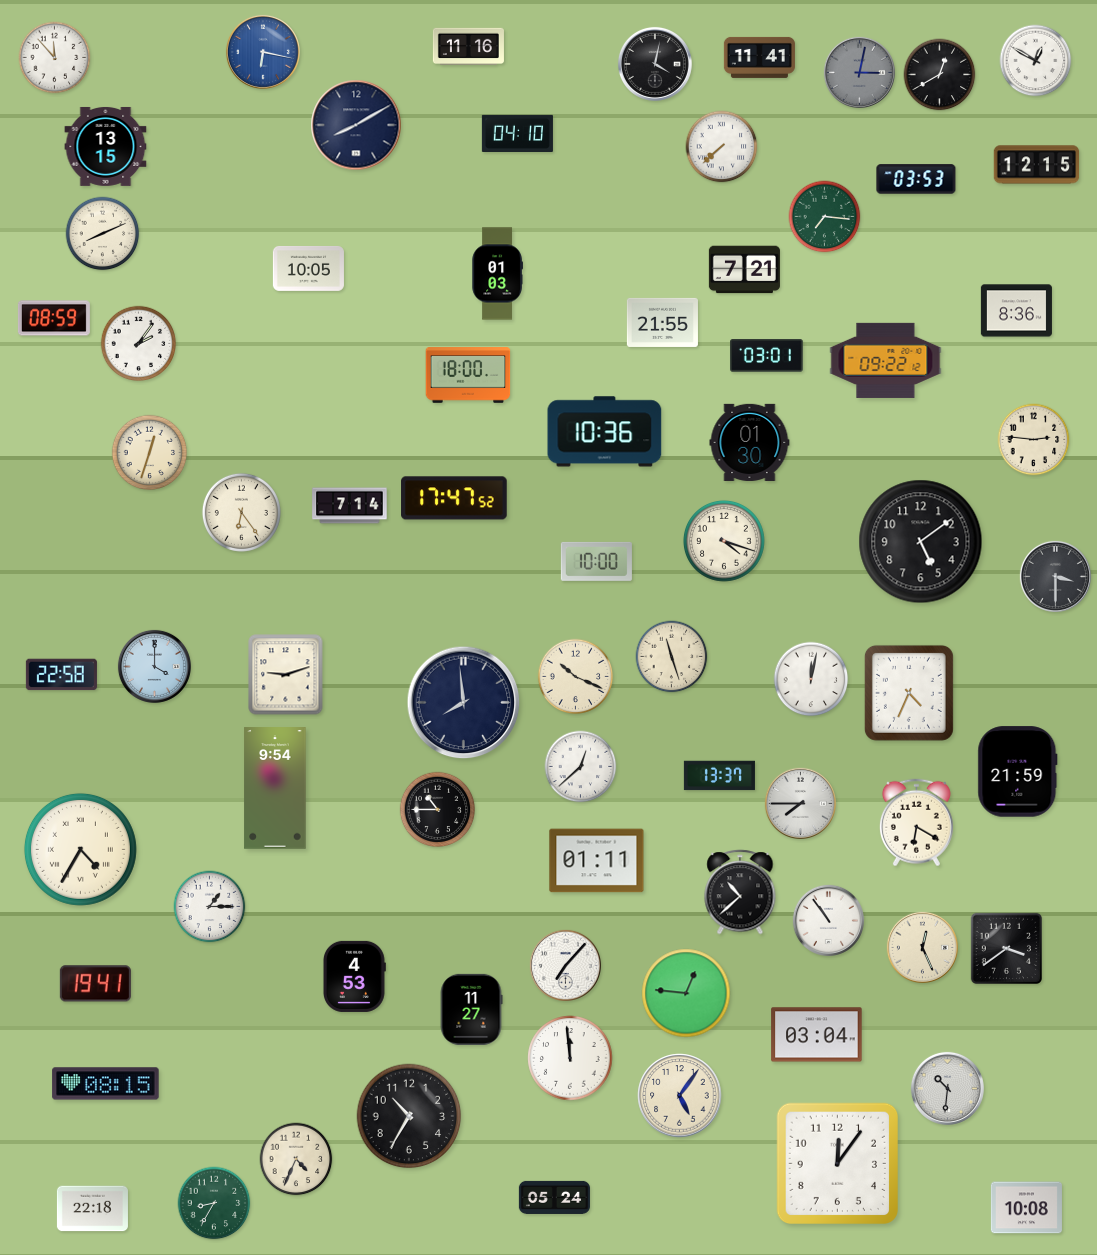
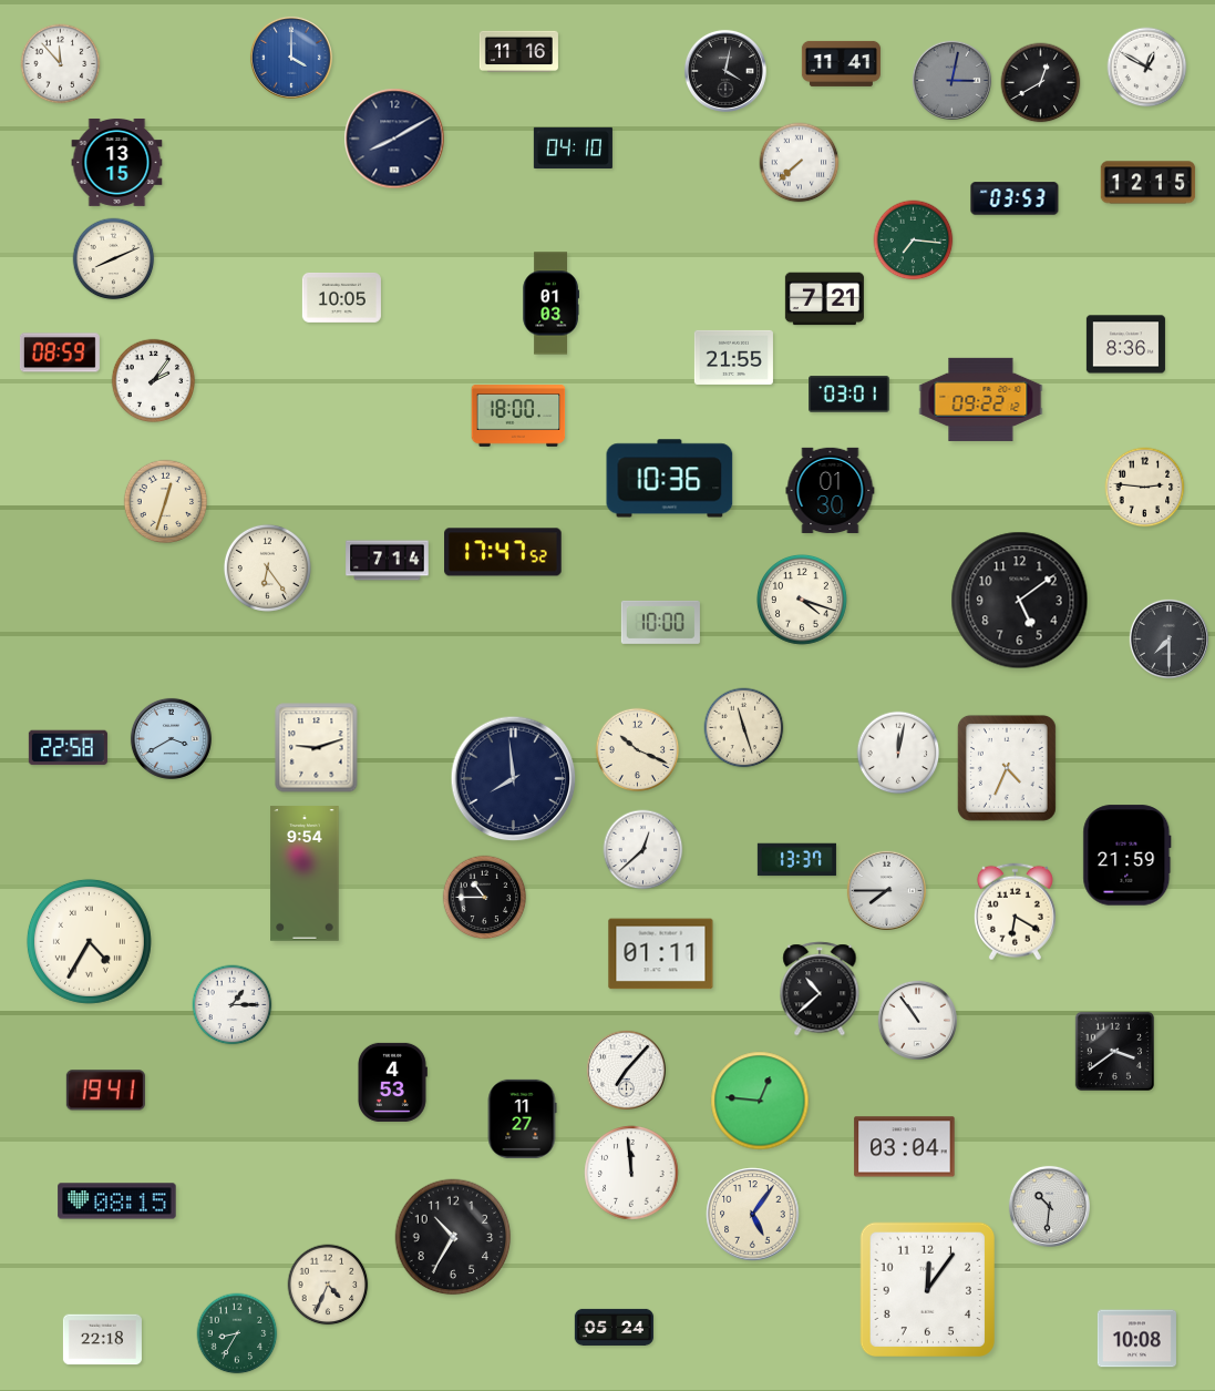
clock at (263, 52): 6:17 -> 4:00
clock at (1055, 576): 3:30 -> 7:30
clock at (154, 666): 4:00 -> 3:40
clock at (922, 947): 12:26 -> none
